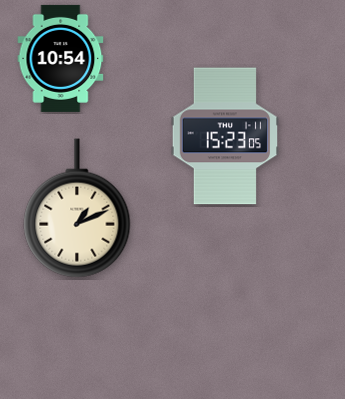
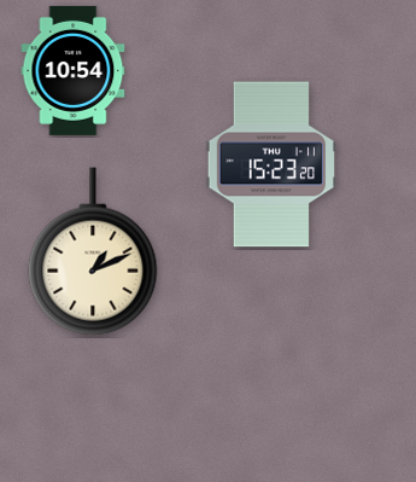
clock at (224, 136): 15:23:05 -> 15:23:20
